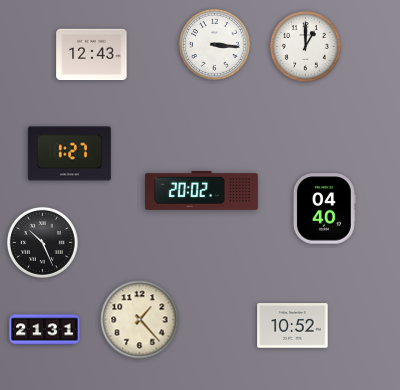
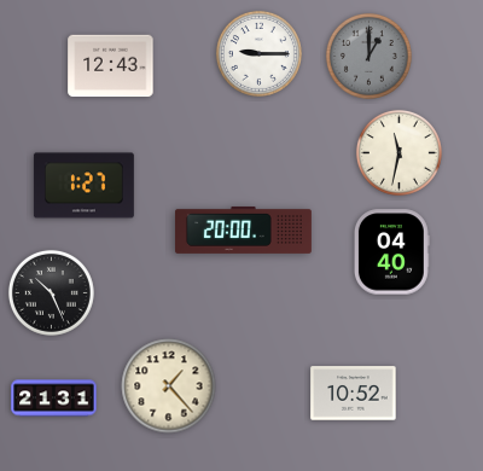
clock at (214, 44): 3:16 -> 9:15
clock at (305, 46) dial: white -> grey
clock at (398, 152): none -> 11:32
clock at (201, 190): 20:02 -> 20:00
